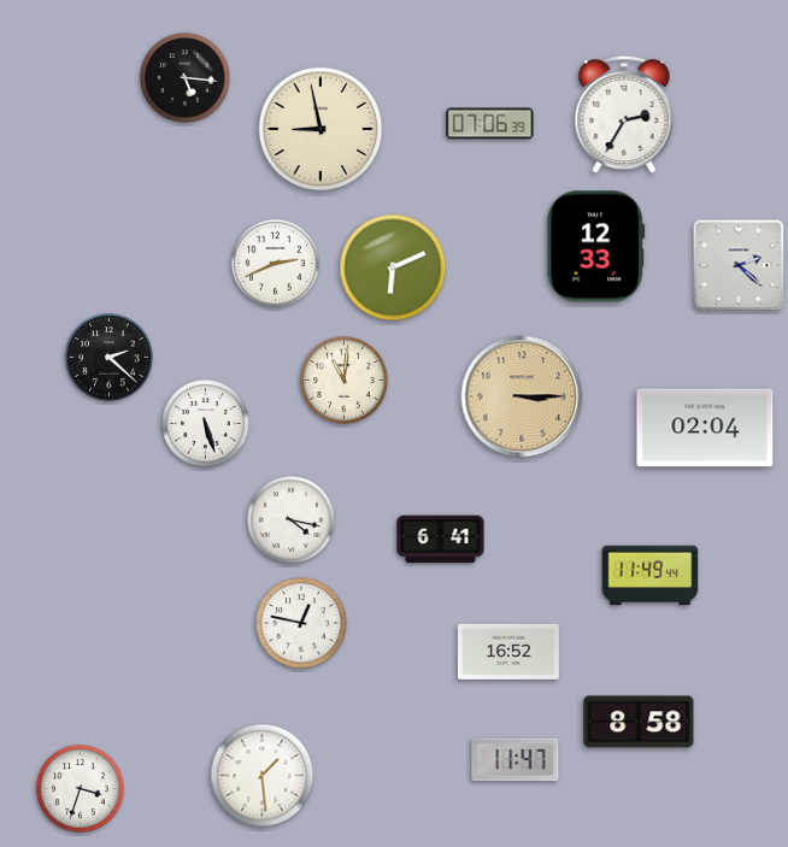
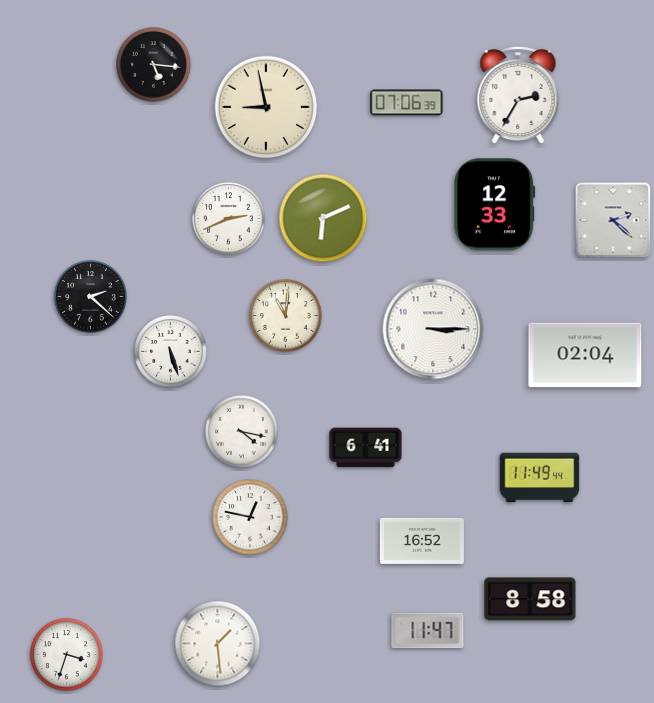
clock at (393, 267) position: (393, 267) -> (323, 218)
clock at (522, 396) dial: champagne -> white
